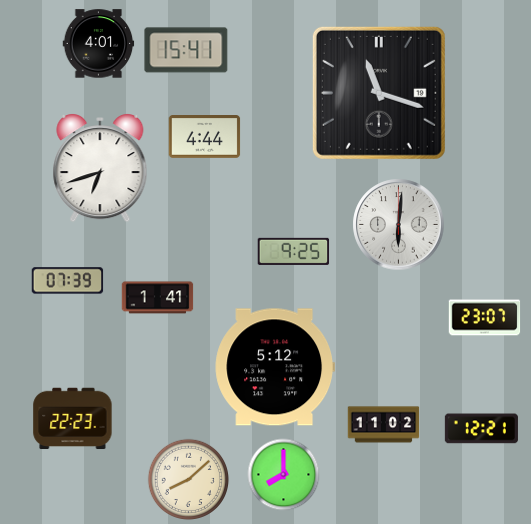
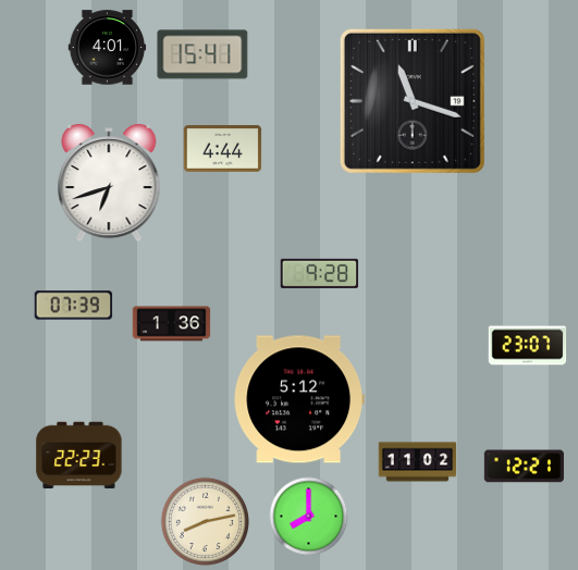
clock at (399, 225): 6:01 -> none
clock at (294, 251): 9:25 -> 9:28
clock at (158, 298): 1:41 -> 1:36
clock at (189, 480): 8:08 -> 8:13
